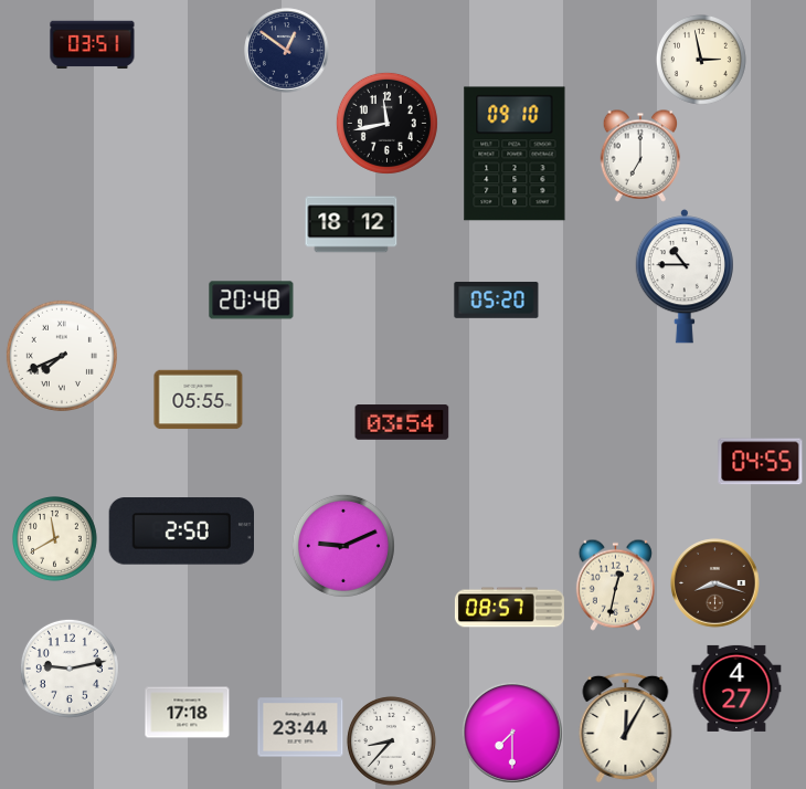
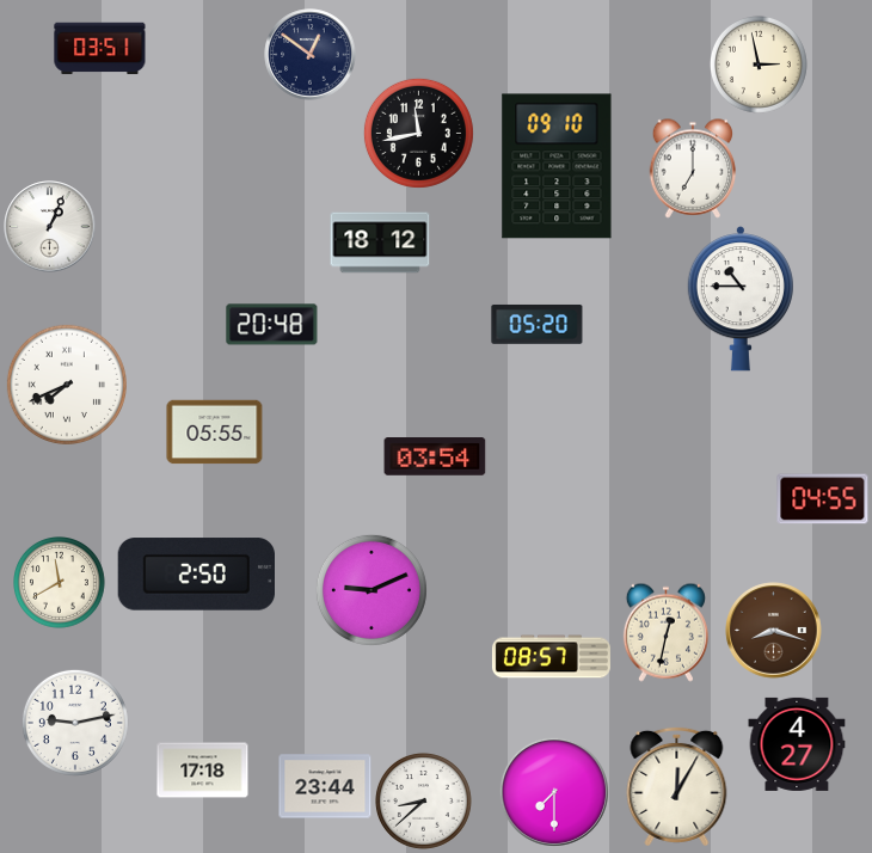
clock at (50, 227): none -> 1:04
clock at (391, 740): 8:37 -> 8:38
